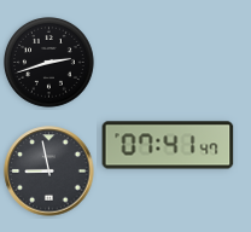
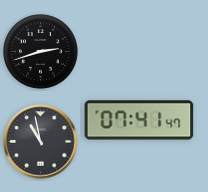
clock at (49, 172): 8:58 -> 10:58
